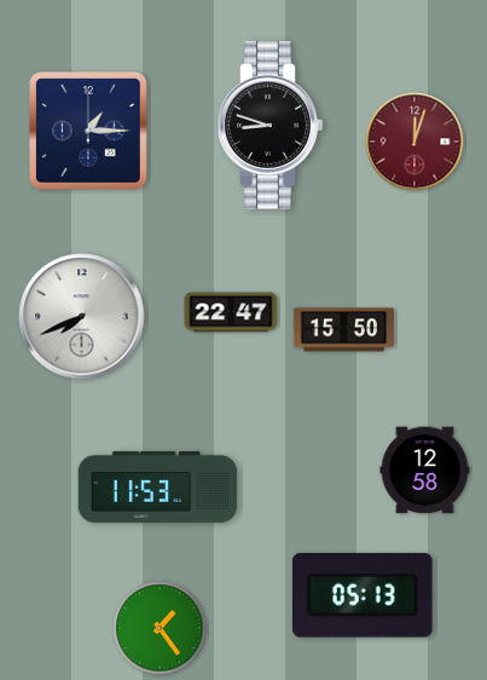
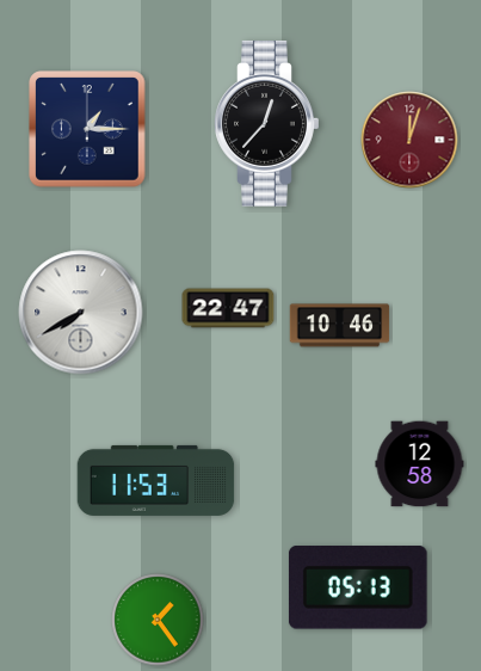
clock at (271, 125): 8:48 -> 12:37
clock at (82, 317): 7:41 -> 7:40
clock at (344, 330): 15:50 -> 10:46
